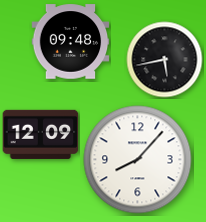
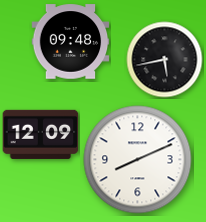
clock at (138, 160): 8:07 -> 8:11
